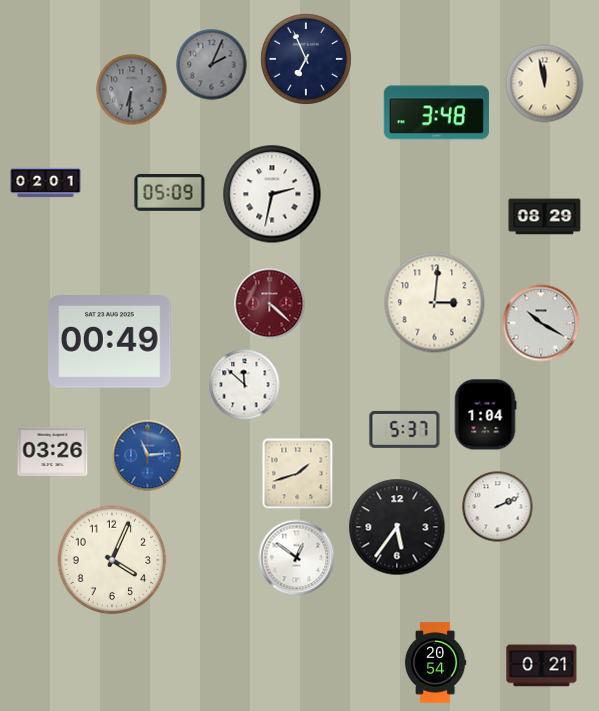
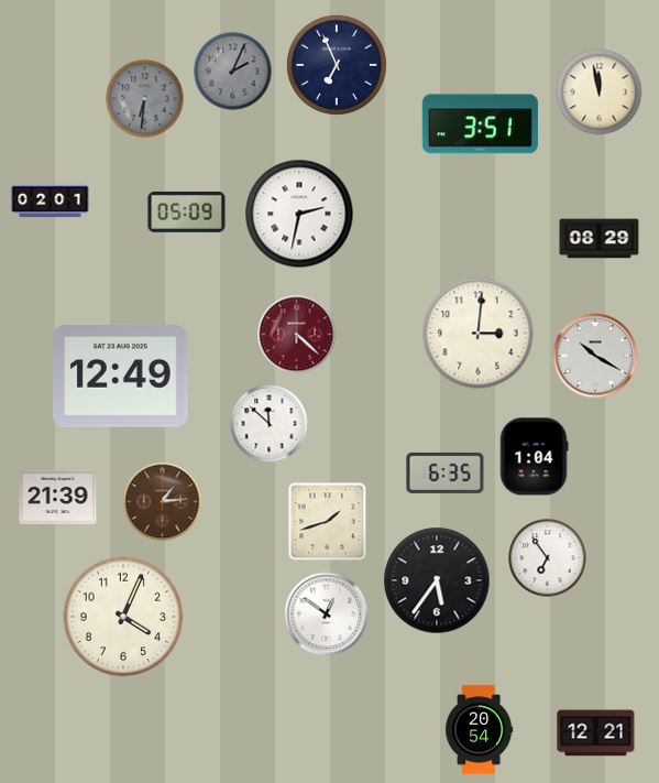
clock at (436, 113): 3:48 -> 3:51
clock at (110, 342): 00:49 -> 12:49
clock at (405, 429): 5:37 -> 6:35
clock at (53, 452): 03:26 -> 21:39
clock at (148, 456): 11:14 -> 1:14
clock at (148, 456) dial: blue -> brown
clock at (498, 507): 2:11 -> 6:54
clock at (542, 666): 0:21 -> 12:21
